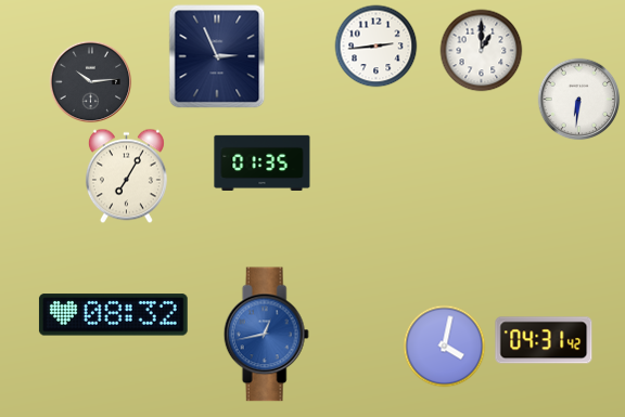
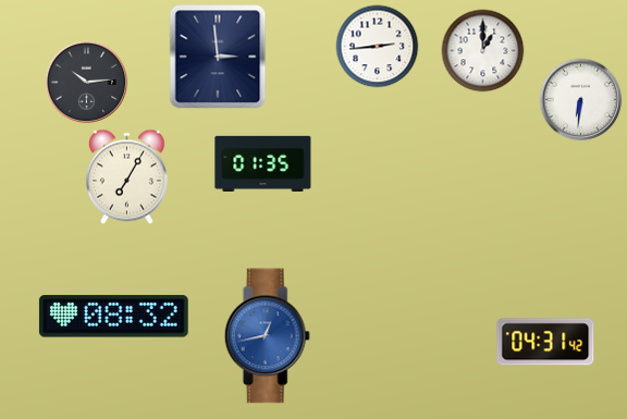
clock at (217, 56): 2:56 -> 2:59
clock at (91, 82) position: (91, 82) -> (87, 83)
clock at (445, 347): 4:02 -> none
